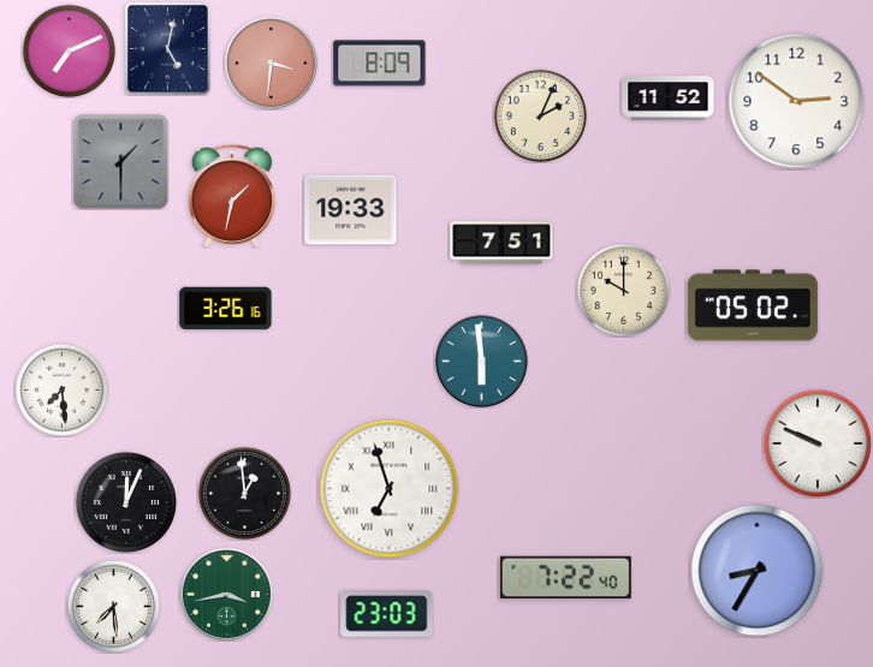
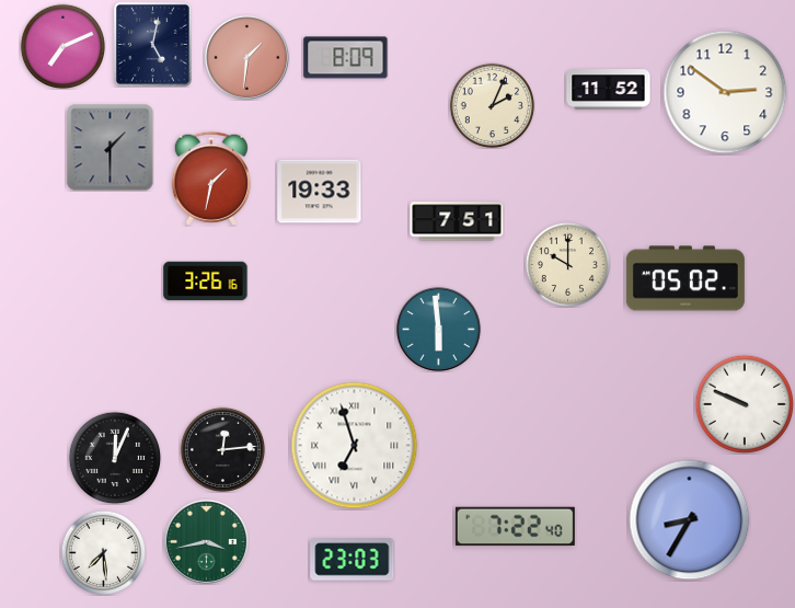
clock at (271, 62): 3:31 -> 1:31
clock at (61, 389): 7:29 -> none
clock at (244, 493): 12:59 -> 12:14
